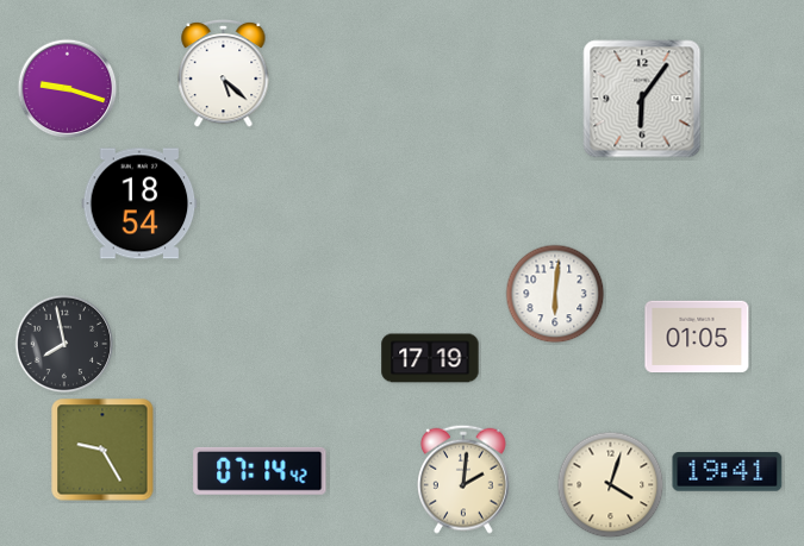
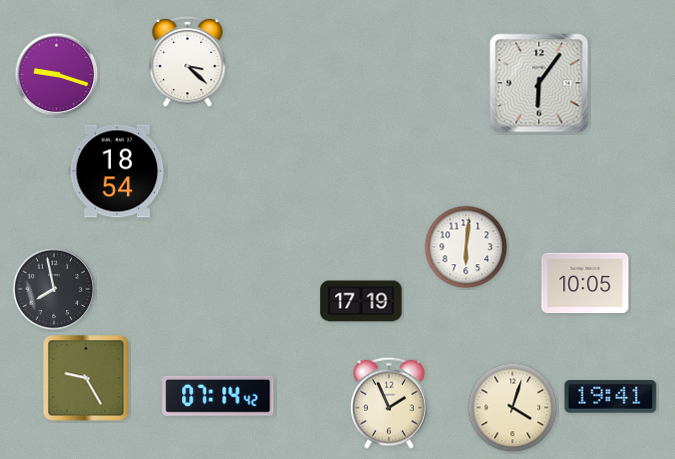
clock at (224, 73): 5:22 -> 3:22
clock at (697, 337): 01:05 -> 10:05
clock at (465, 479): 2:01 -> 1:56
